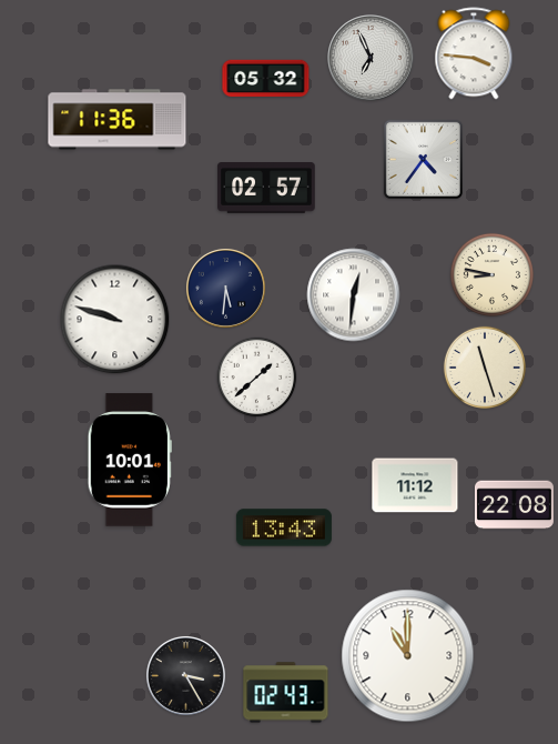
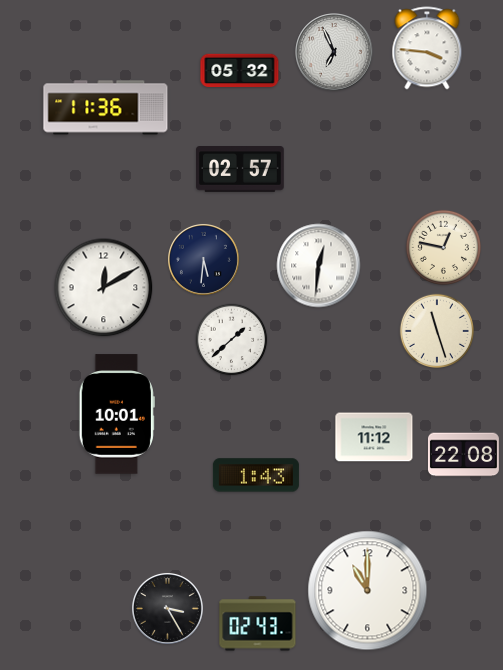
clock at (423, 159): 4:36 -> none
clock at (491, 274): 8:47 -> 12:47
clock at (115, 320): 9:48 -> 12:10
clock at (284, 527): 13:43 -> 1:43
